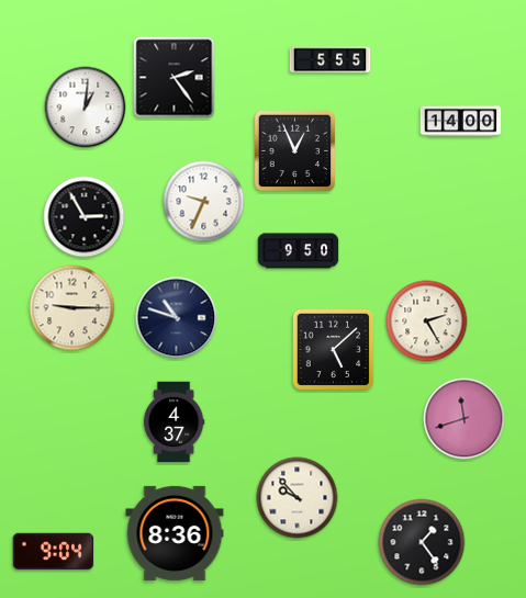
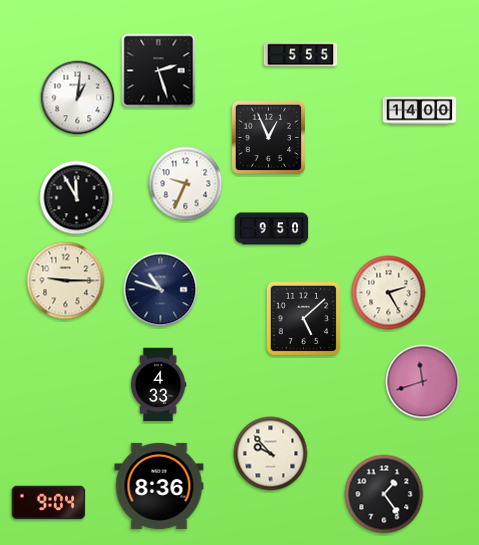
clock at (175, 78): 2:24 -> 2:27
clock at (85, 217): 2:55 -> 11:55
clock at (174, 422): 4:37 -> 4:33
